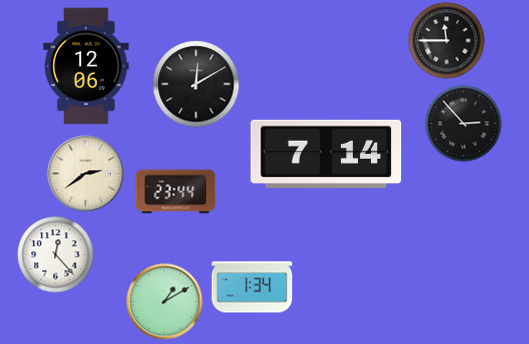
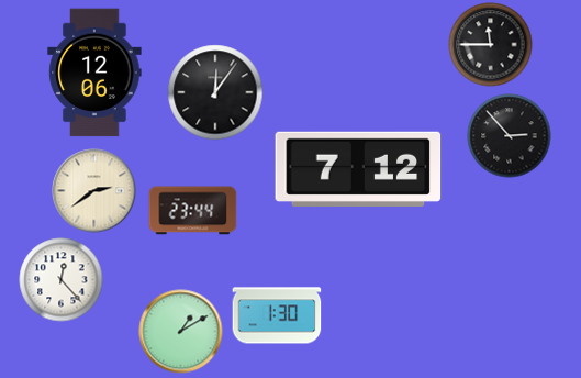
clock at (196, 84): 12:10 -> 12:06
clock at (326, 154): 7:14 -> 7:12
clock at (252, 287): 1:34 -> 1:30
